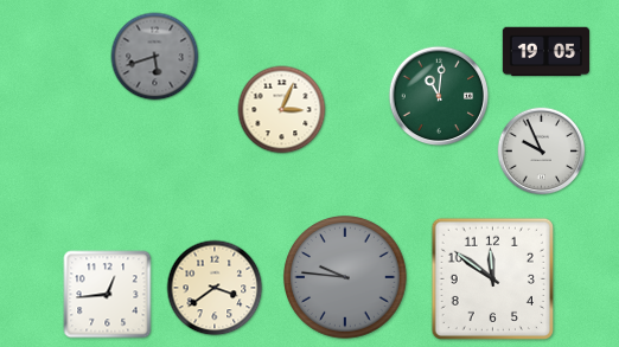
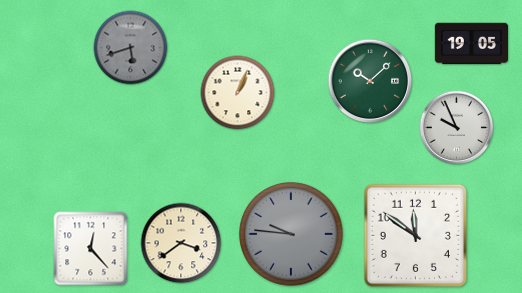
clock at (545, 52) position: (545, 52) -> (471, 44)
clock at (439, 96): 11:01 -> 10:08
clock at (282, 110): 3:04 -> 1:04
clock at (108, 295): 12:44 -> 12:23
